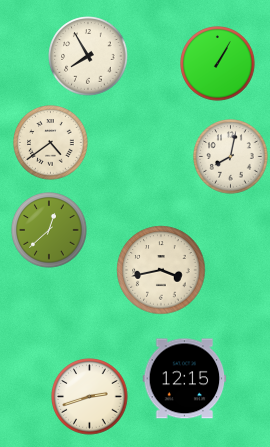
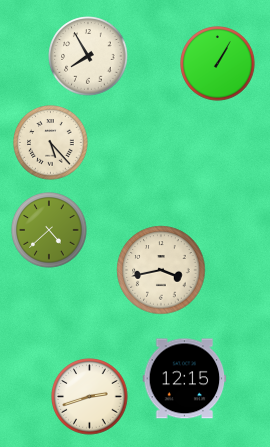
clock at (51, 143): 4:39 -> 5:23
clock at (231, 157): 8:02 -> none
clock at (49, 230): 12:38 -> 4:38
